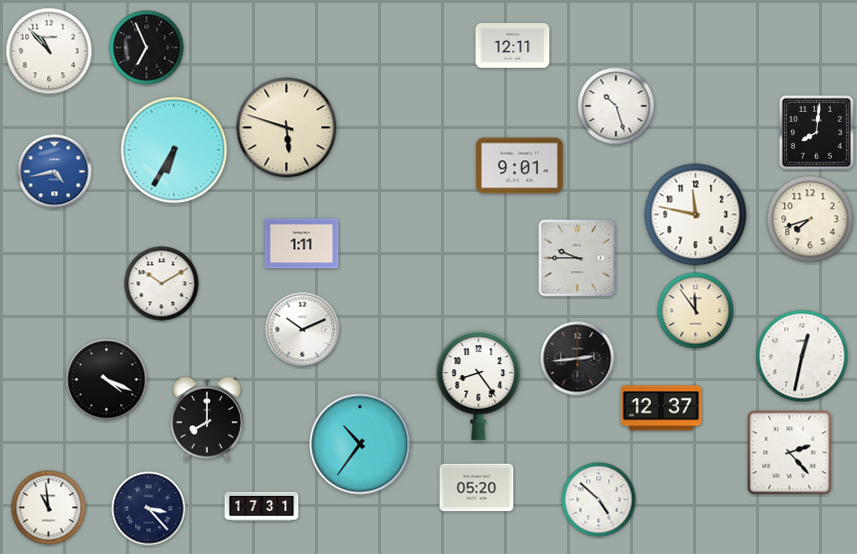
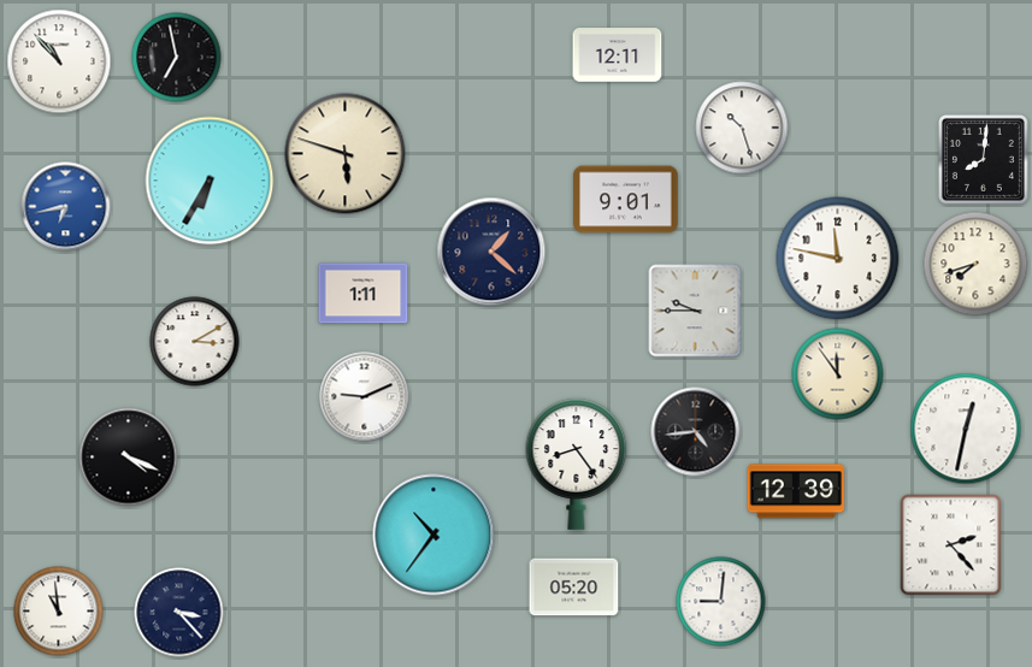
clock at (147, 48): 6:56 -> 6:58
clock at (55, 172): 4:43 -> 6:43
clock at (491, 252): none -> 1:22
clock at (162, 284): 10:10 -> 3:10
clock at (303, 330): 10:11 -> 9:11
clock at (578, 359): 2:44 -> 4:44
clock at (661, 408): 12:37 -> 12:39
clock at (207, 419): 8:00 -> none
clock at (599, 500): 4:52 -> 9:01
clock at (262, 507): 17:31 -> none
